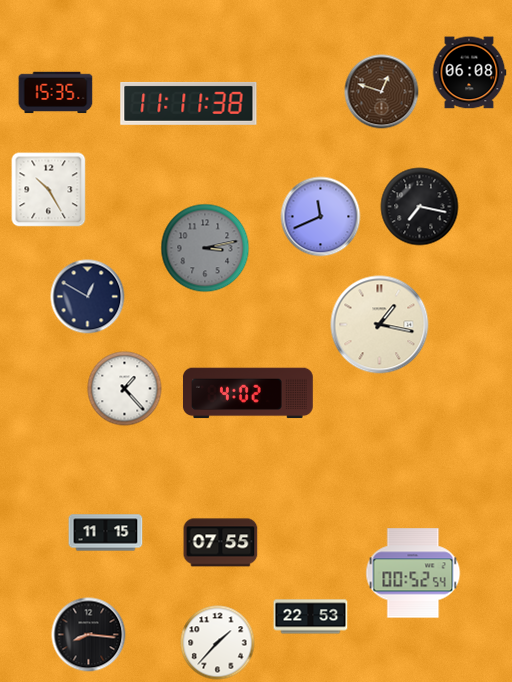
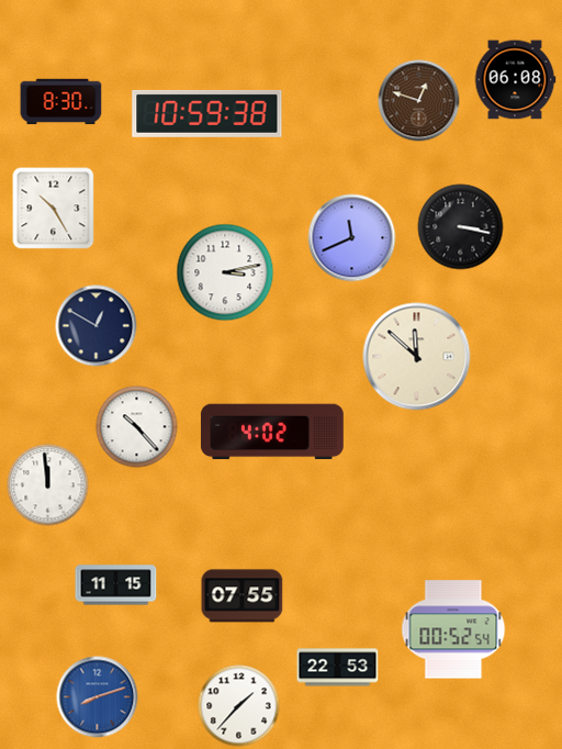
clock at (56, 93): 15:35 -> 8:30
clock at (189, 103): 11:11 -> 10:59
clock at (420, 207): 7:17 -> 3:17
clock at (205, 248) dial: grey -> white
clock at (380, 325): 1:17 -> 11:52
clock at (125, 389): 1:23 -> 10:23
clock at (48, 485): none -> 11:59
clock at (311, 617) position: (311, 617) -> (338, 668)
clock at (89, 635): 8:16 -> 8:12
clock at (89, 635) dial: black -> blue
